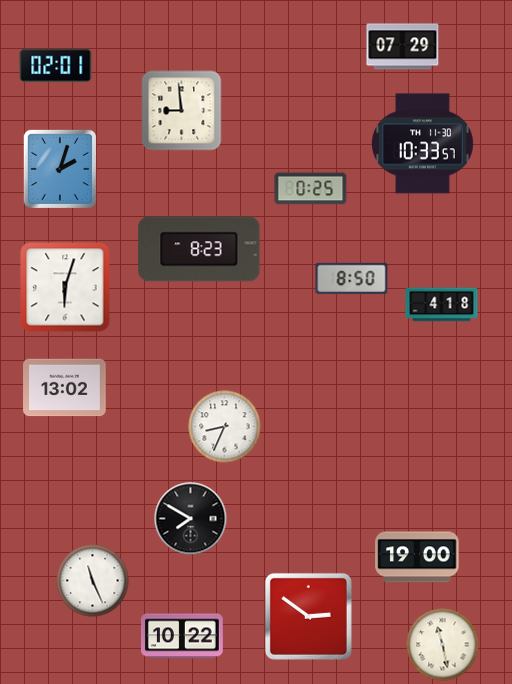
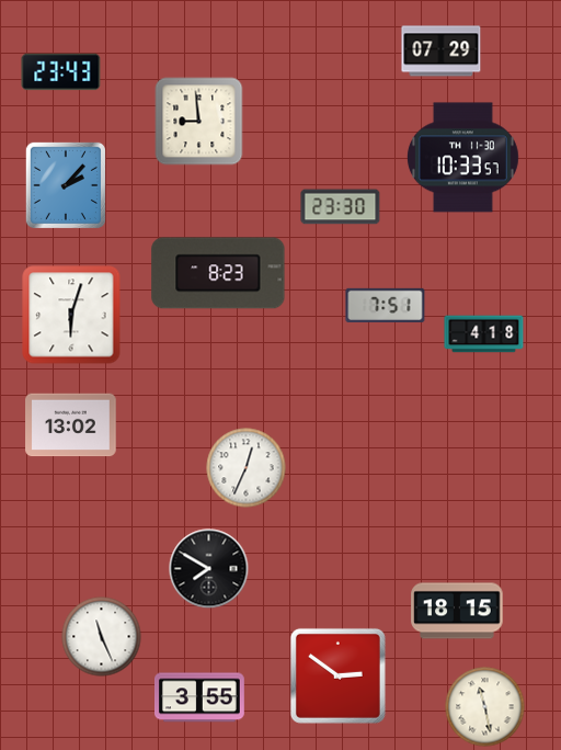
clock at (56, 66): 02:01 -> 23:43
clock at (60, 169): 2:03 -> 2:07
clock at (311, 189): 0:25 -> 23:30
clock at (352, 278): 8:50 -> 7:51
clock at (225, 427): 8:34 -> 12:34
clock at (417, 557): 19:00 -> 18:15
clock at (183, 636): 10:22 -> 3:55
